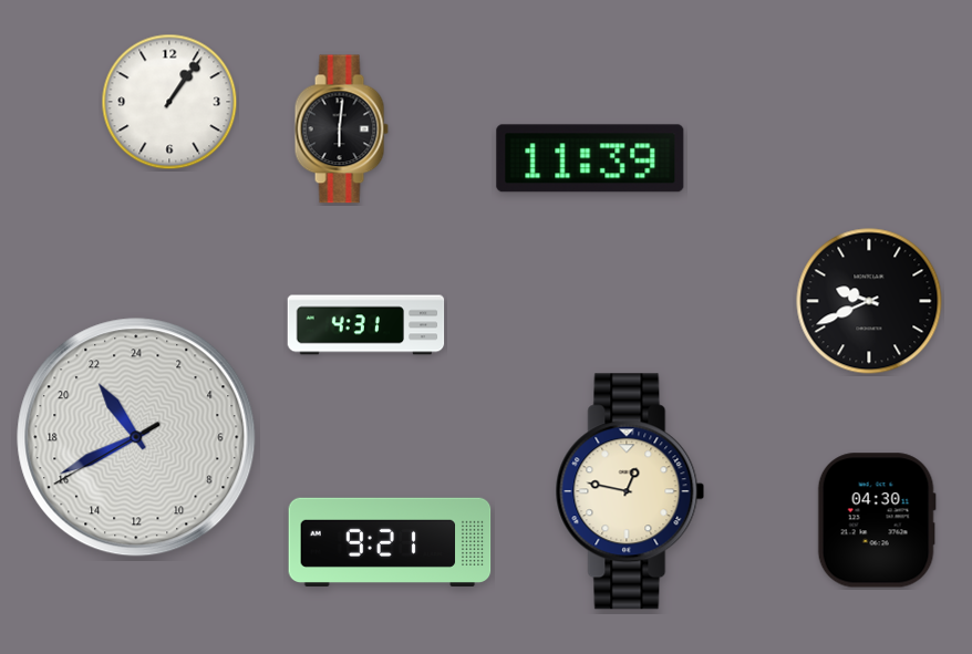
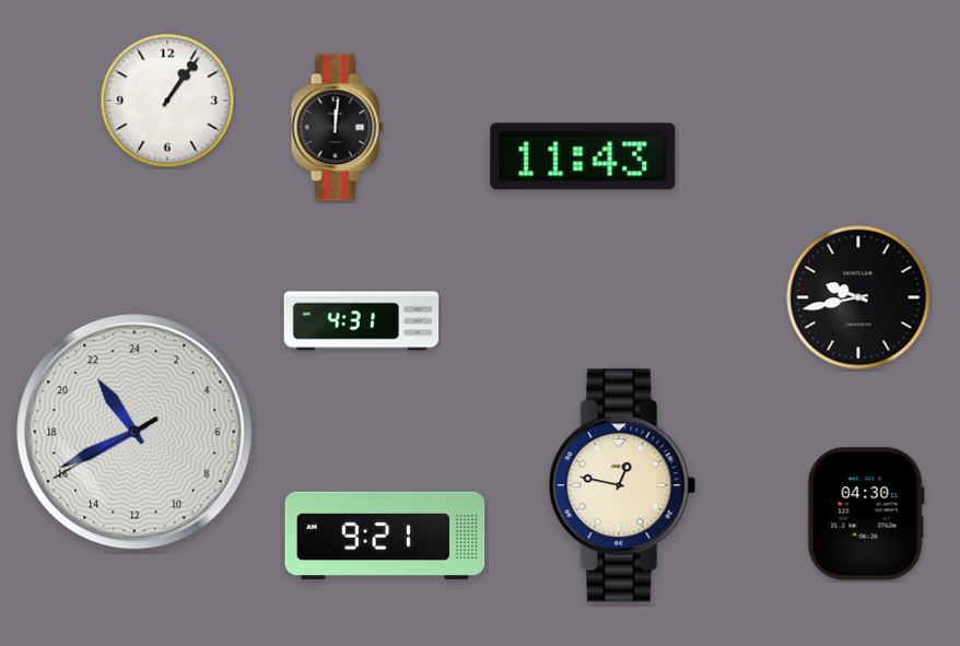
clock at (341, 129): 6:01 -> 12:01
clock at (590, 158): 11:39 -> 11:43
clock at (869, 301): 9:41 -> 9:43
